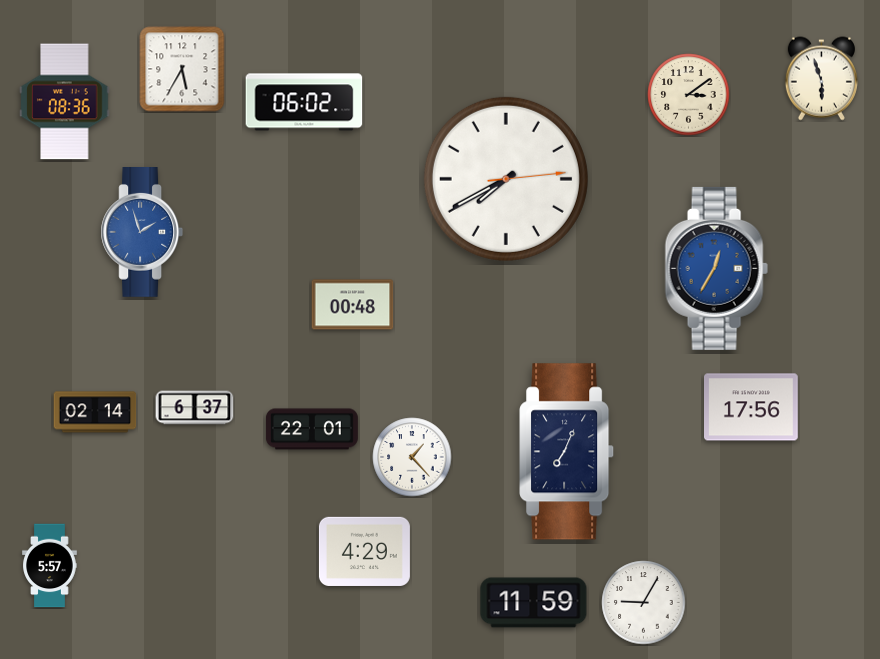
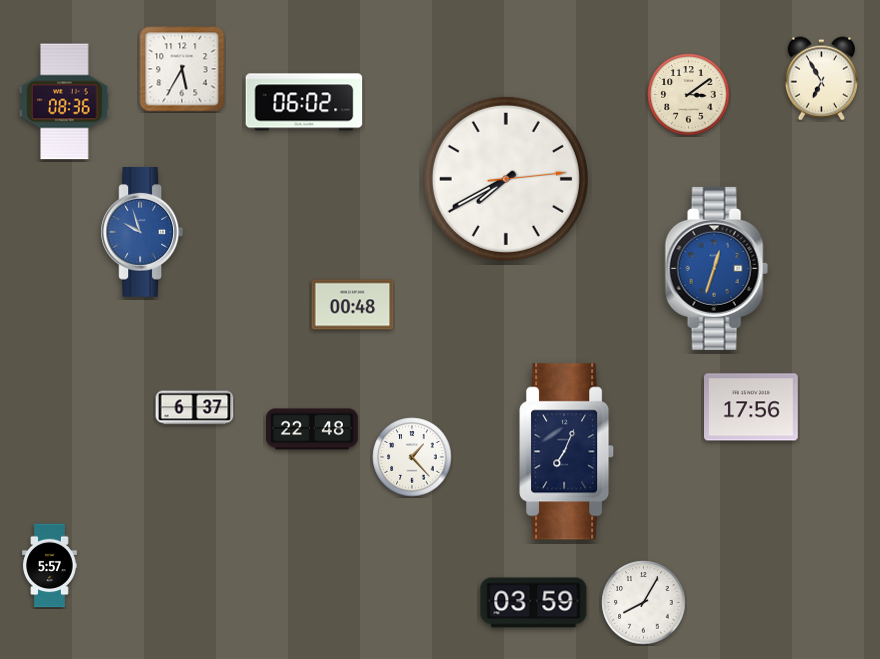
clock at (821, 79): 5:57 -> 6:55
clock at (142, 233): 1:57 -> 9:57
clock at (716, 268): 12:35 -> 12:33
clock at (95, 412): 02:14 -> none
clock at (312, 429): 22:01 -> 22:48
clock at (364, 551): 4:29 -> none
clock at (534, 603): 11:59 -> 03:59
clock at (644, 603): 9:05 -> 8:05
